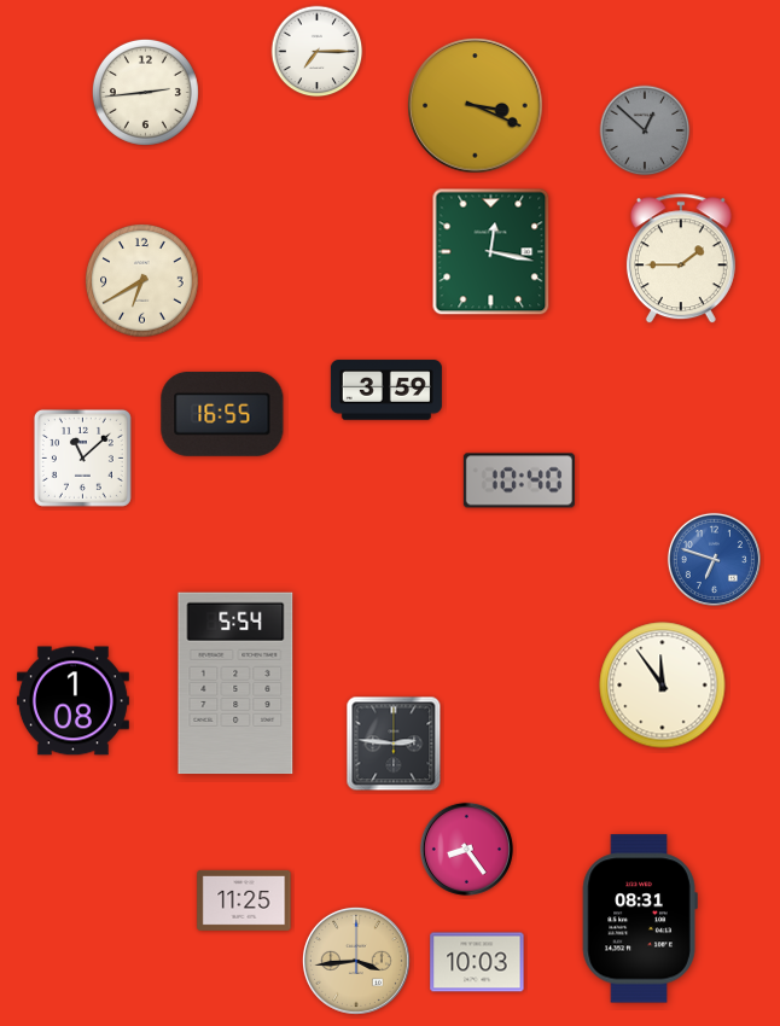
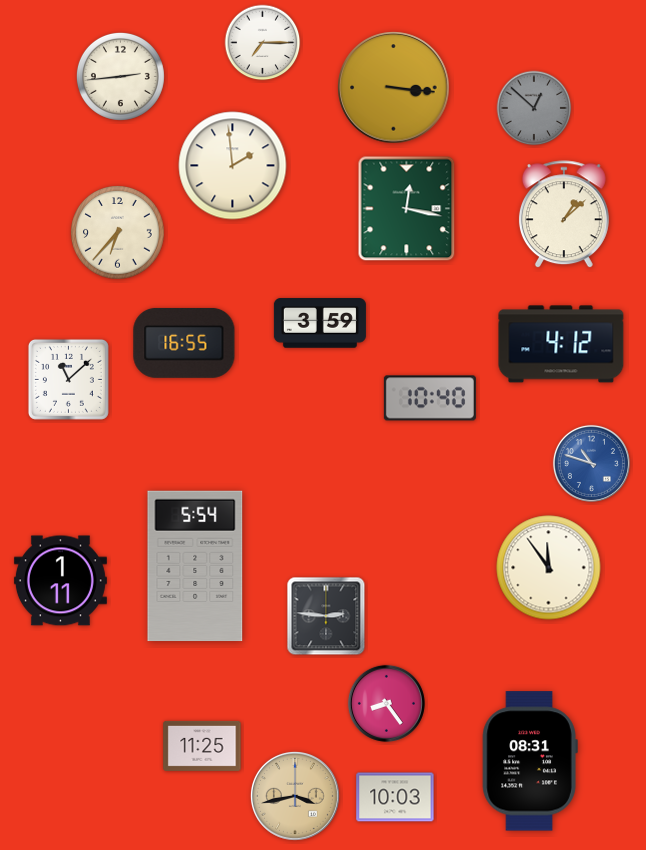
clock at (476, 106): 3:19 -> 3:16
clock at (233, 166): none -> 1:59
clock at (681, 260): 1:45 -> 1:08
clock at (142, 281): 6:40 -> 6:37
clock at (561, 344): none -> 4:12
clock at (714, 559): 6:48 -> 10:48
clock at (72, 701): 1:08 -> 1:11
clock at (356, 961): 3:44 -> 3:43
